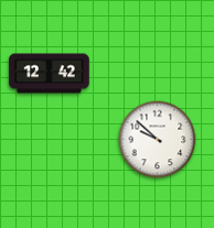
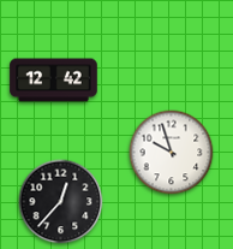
clock at (158, 140): 9:52 -> 9:57
clock at (61, 202): none -> 12:37
